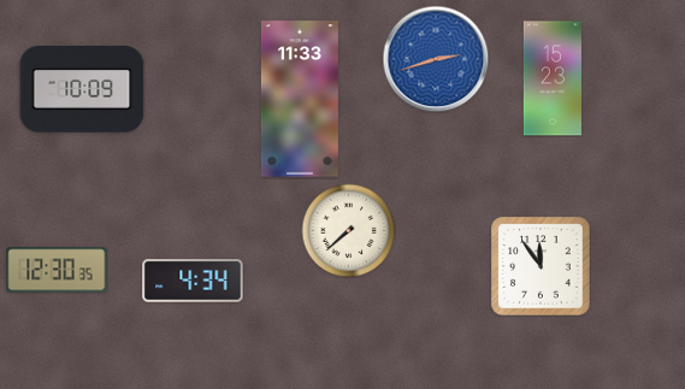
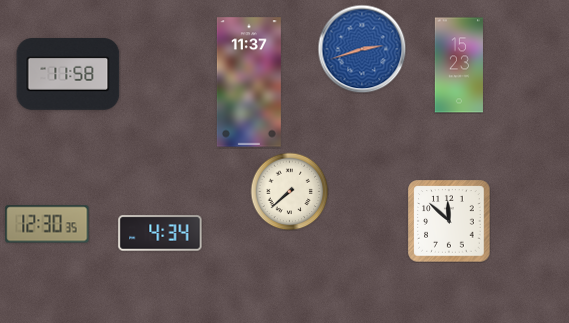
clock at (82, 90): 10:09 -> 11:58
clock at (300, 99): 11:33 -> 11:37
clock at (541, 266): 11:54 -> 11:52
